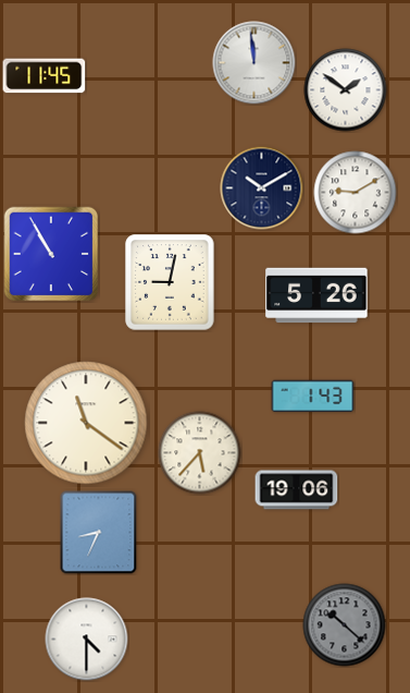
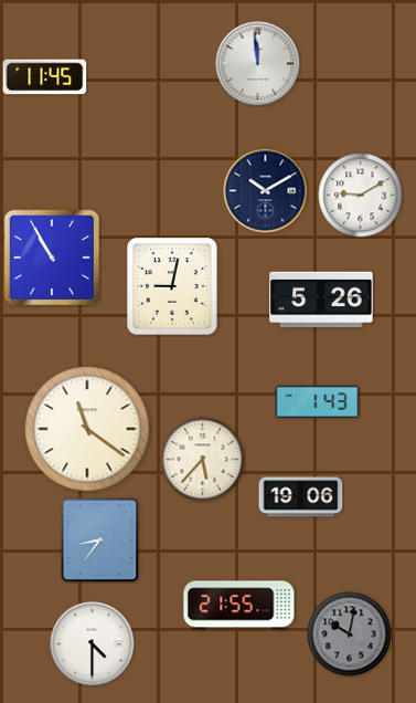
clock at (346, 90): 1:51 -> none
clock at (99, 533): 8:34 -> 8:36
clock at (239, 606): none -> 21:55
clock at (345, 625): 10:22 -> 10:02
clock at (87, 640) position: (87, 640) -> (93, 644)
